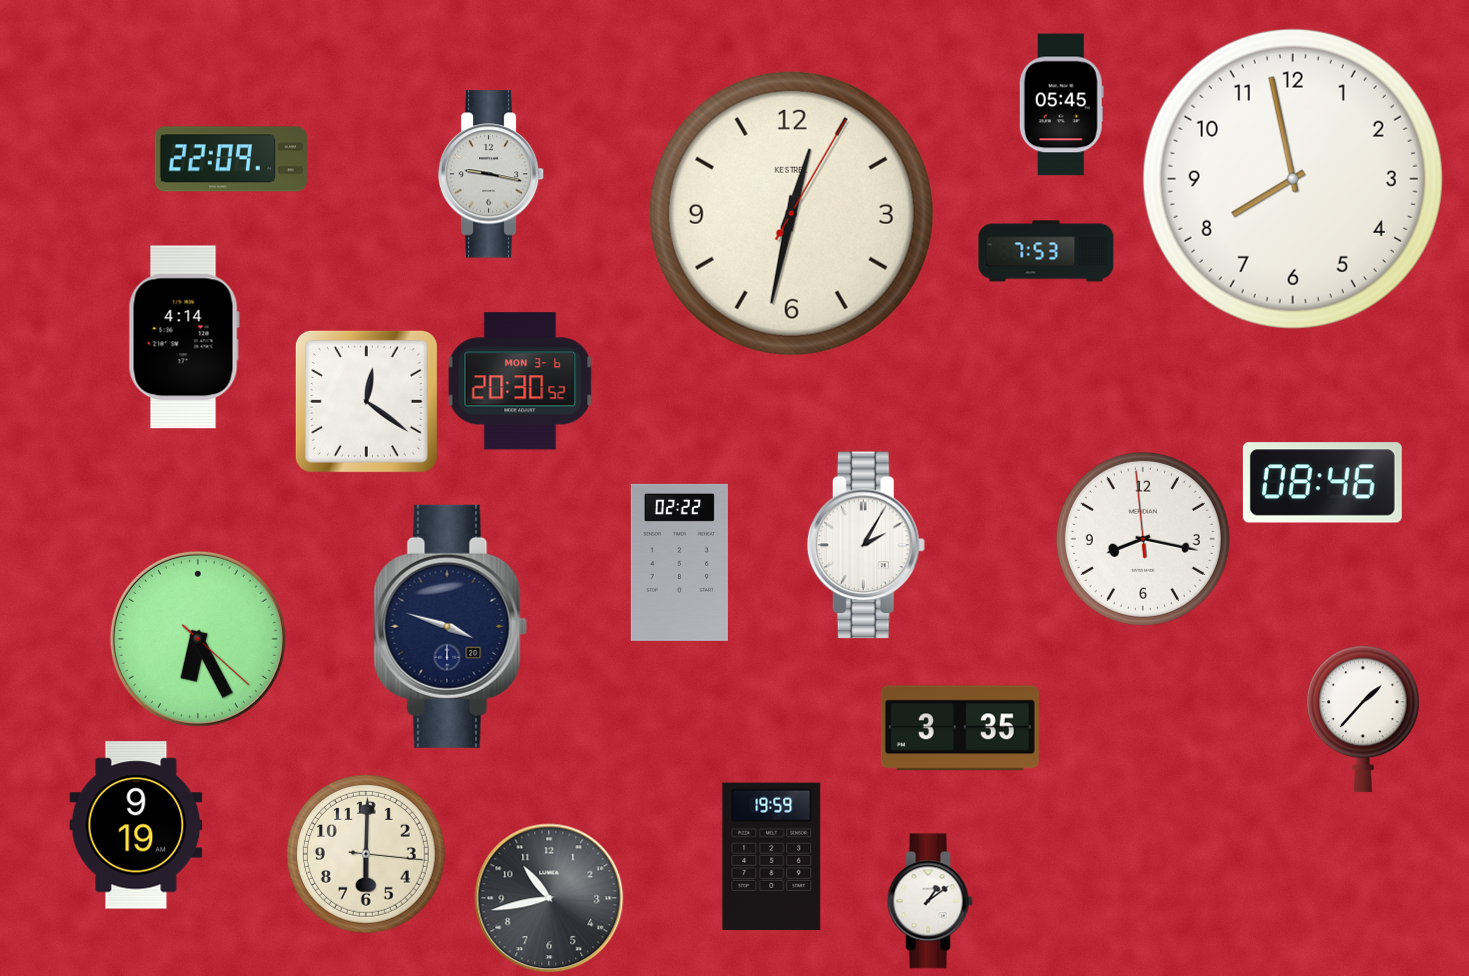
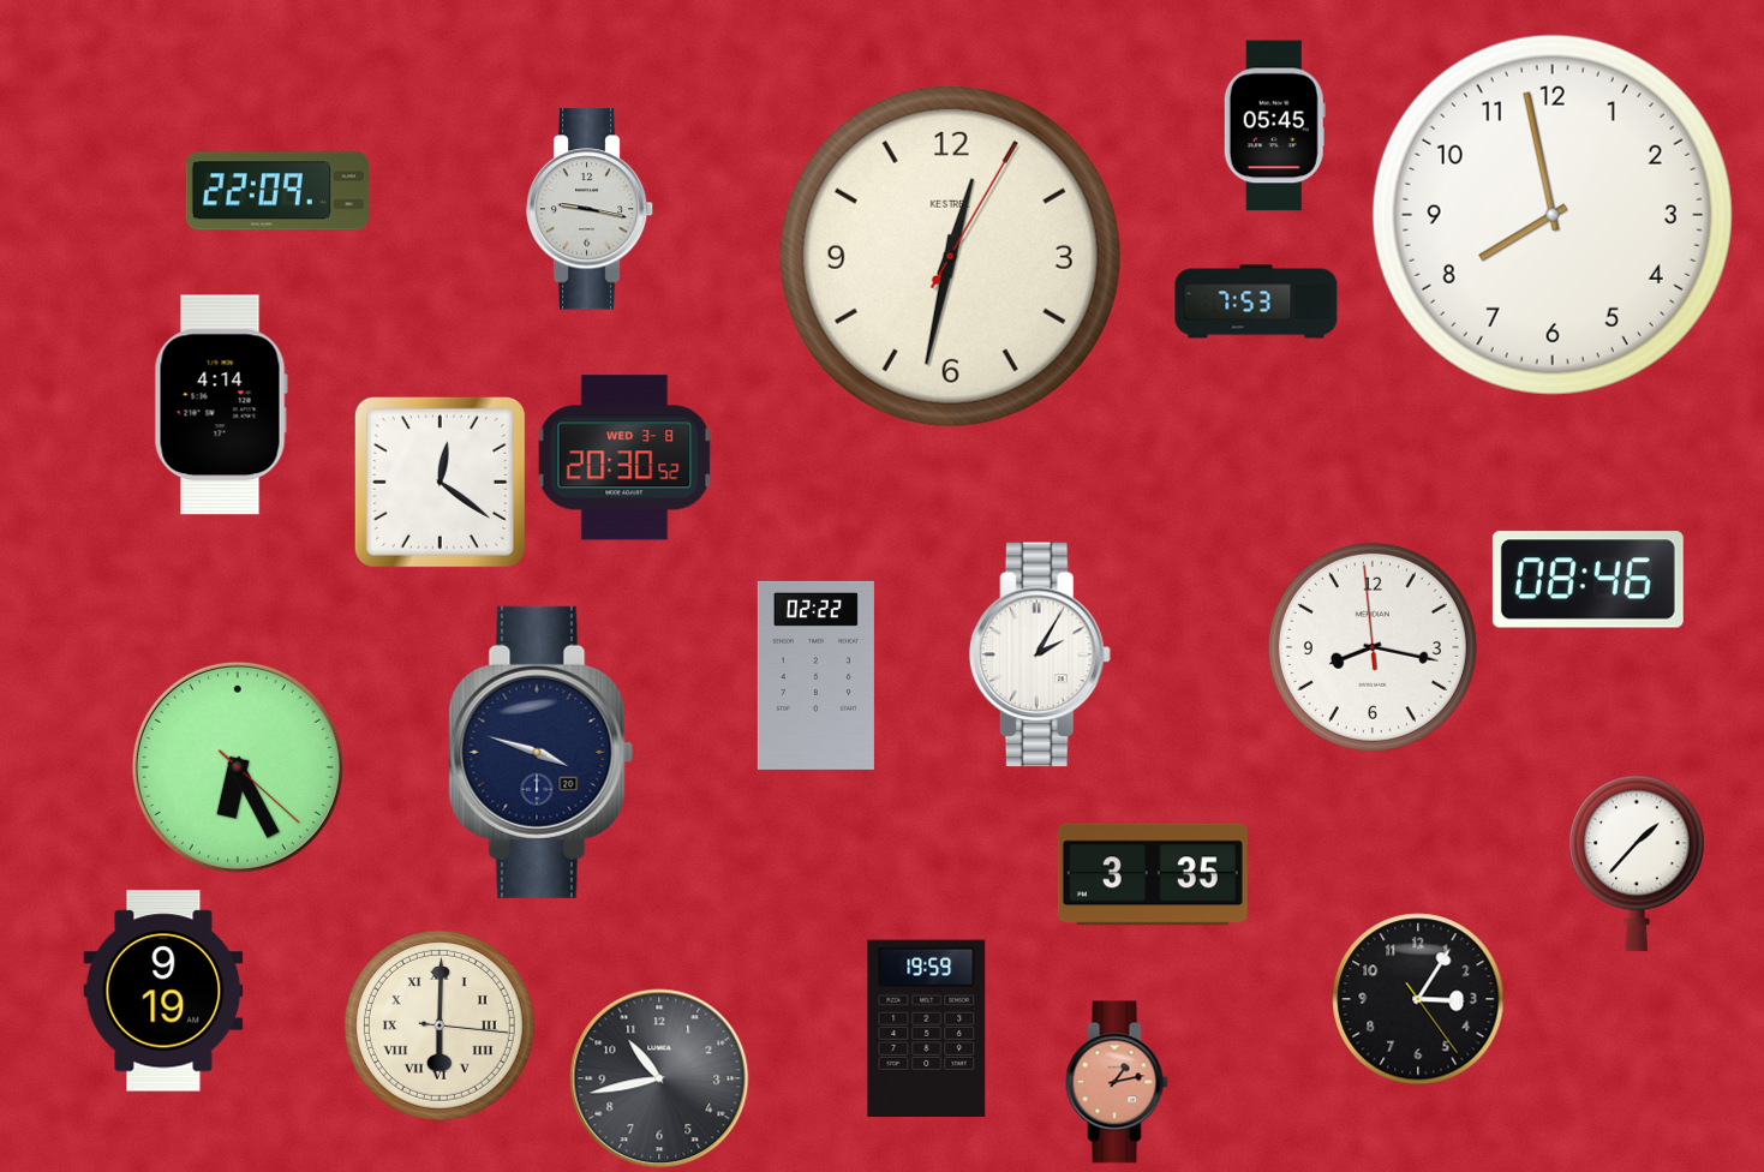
clock at (520, 381) date: MON 3-6 -> WED 3-8
clock at (1418, 999): none -> 3:05
clock at (366, 854) numerals: Arabic -> Roman
clock at (930, 901): 1:09 -> 1:13
clock at (930, 901) dial: white -> salmon
